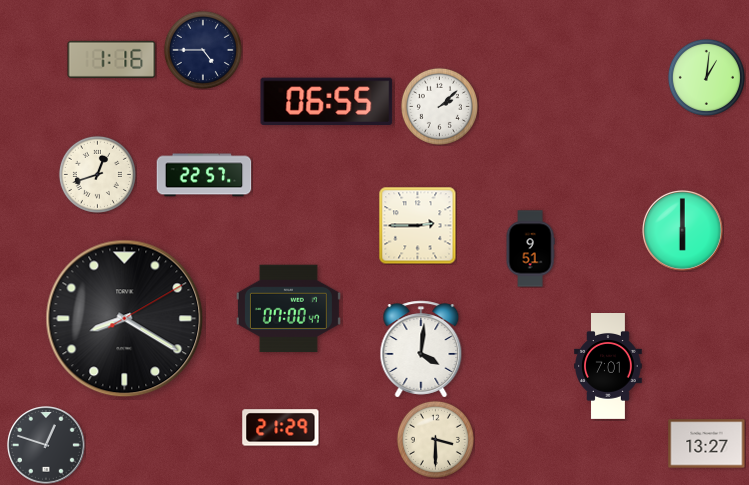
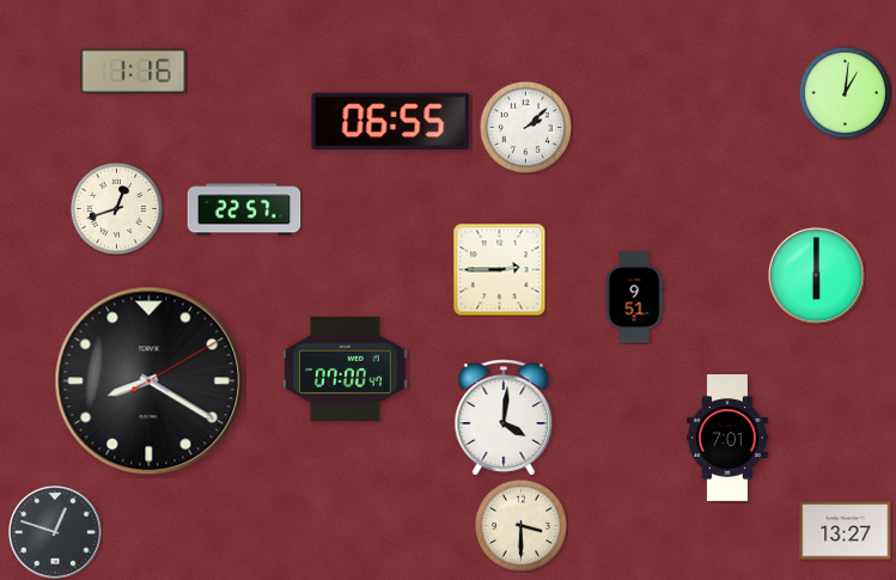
clock at (203, 50): 4:45 -> none
clock at (281, 428): 21:29 -> none
